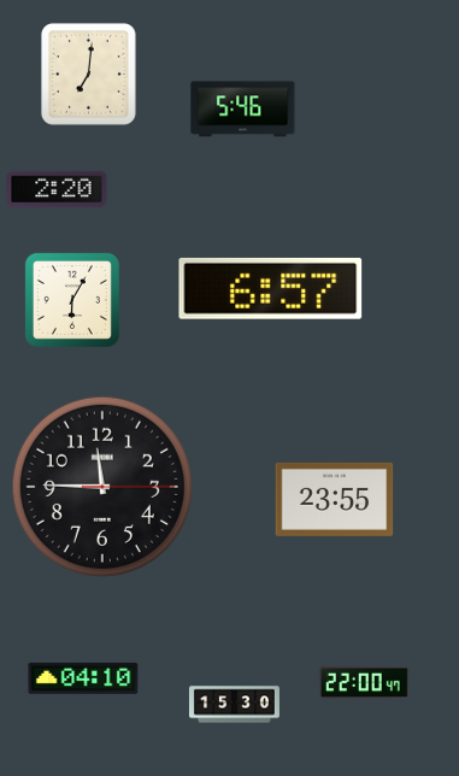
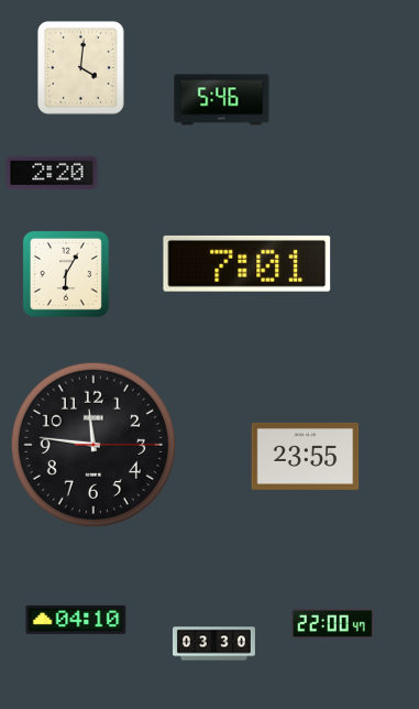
clock at (89, 75): 7:01 -> 4:01
clock at (271, 288): 6:57 -> 7:01
clock at (102, 487): 11:45 -> 11:46
clock at (234, 705): 15:30 -> 03:30
